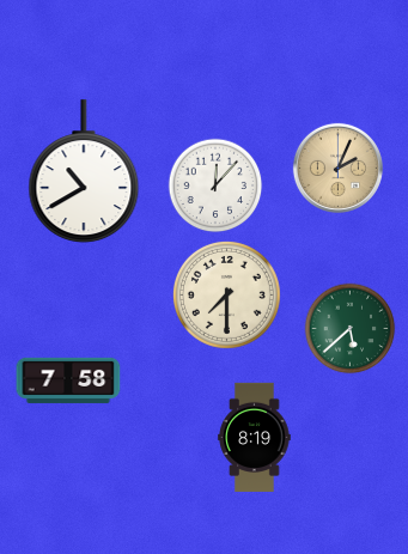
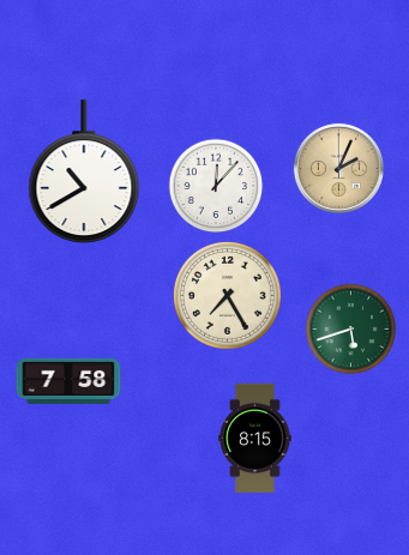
clock at (226, 294): 7:30 -> 7:25
clock at (351, 329): 5:38 -> 5:42
clock at (255, 437): 8:19 -> 8:15
